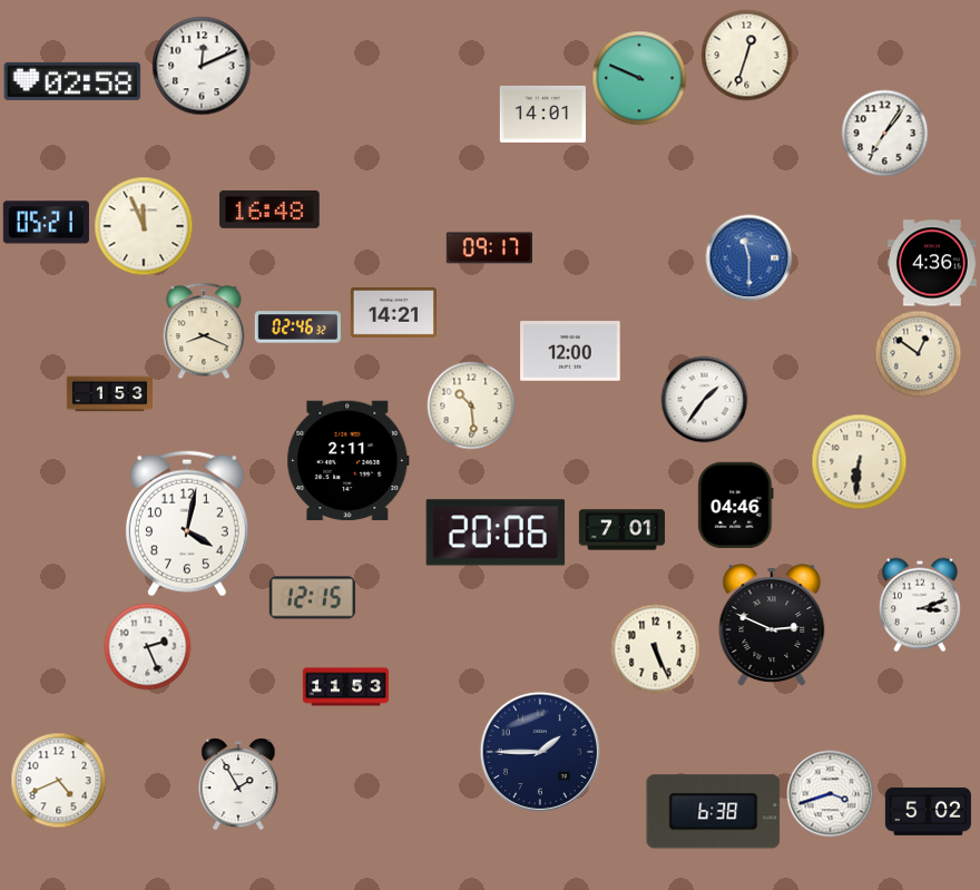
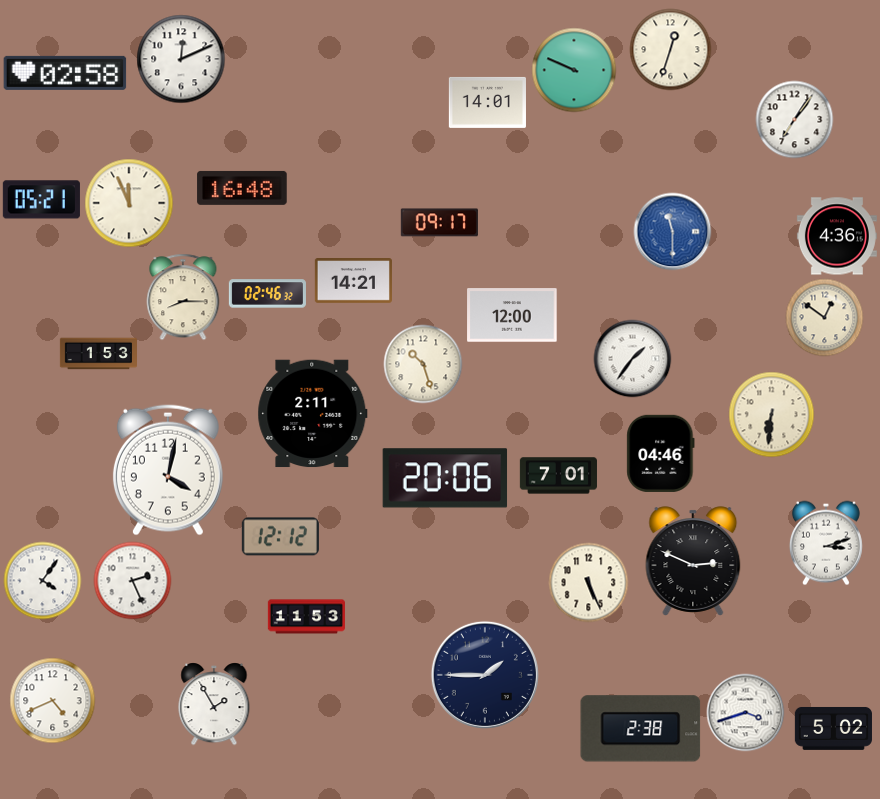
clock at (204, 331): 8:19 -> 8:15
clock at (471, 405): 10:29 -> 10:27
clock at (312, 598): 12:15 -> 12:12
clock at (42, 580): none -> 4:06
clock at (345, 687) position: (345, 687) -> (306, 617)
clock at (714, 812): 6:38 -> 2:38
